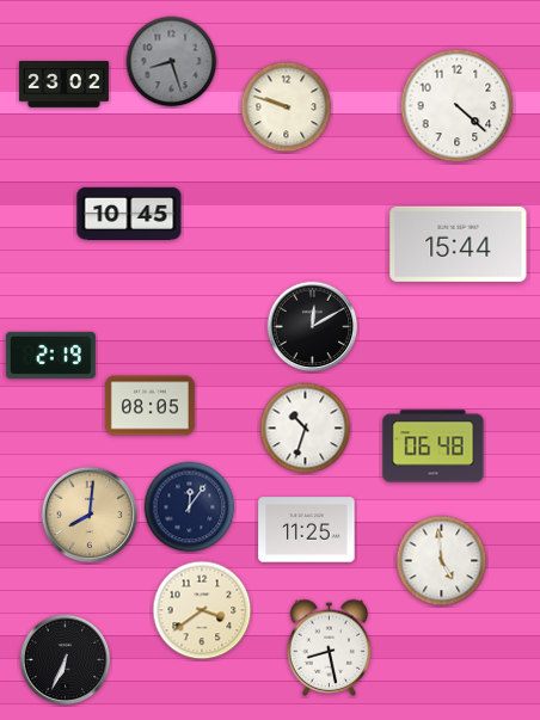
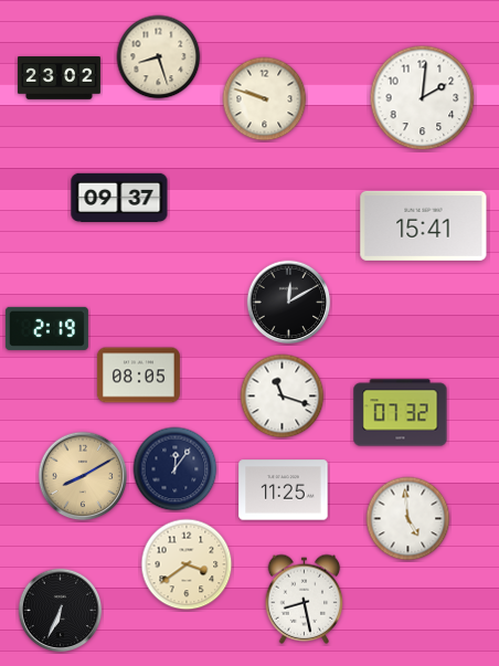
clock at (172, 62) dial: grey -> cream
clock at (458, 106): 4:22 -> 2:01
clock at (129, 213): 10:45 -> 09:37
clock at (459, 244): 15:44 -> 15:41
clock at (306, 429): 10:33 -> 11:18
clock at (434, 447): 06:48 -> 07:32
clock at (90, 515): 8:01 -> 8:10
